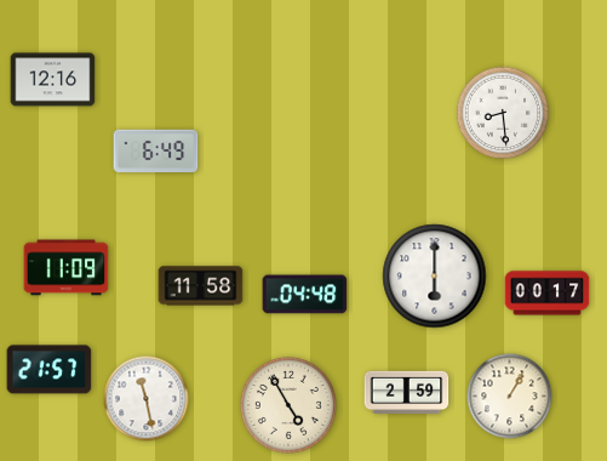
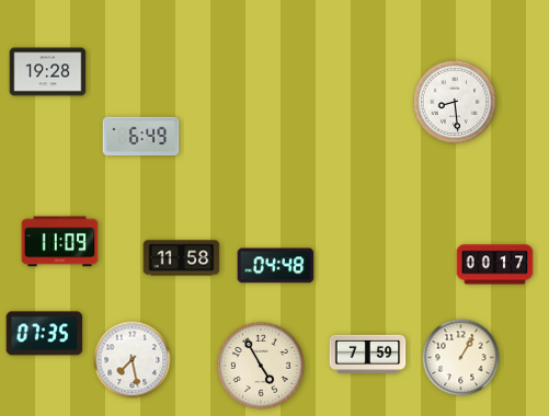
clock at (53, 80): 12:16 -> 19:28
clock at (435, 277): 6:00 -> none
clock at (50, 370): 21:57 -> 07:35
clock at (407, 393): 2:59 -> 7:59
clock at (147, 399): 11:28 -> 7:28
